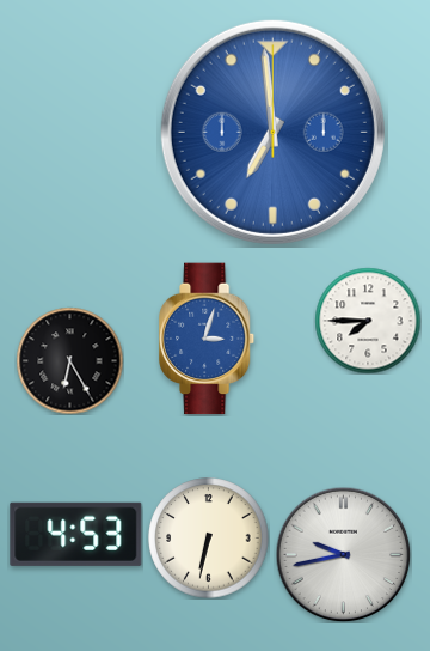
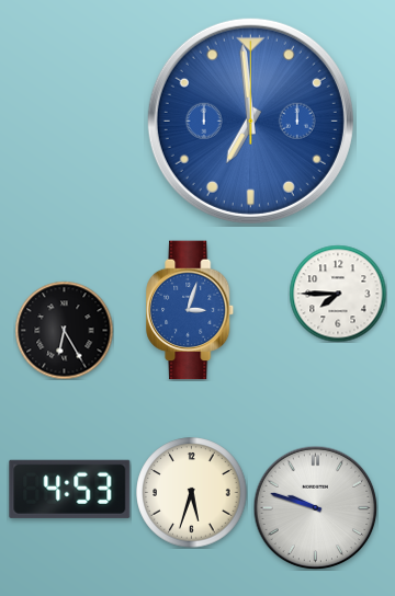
clock at (209, 539): 6:32 -> 5:33
clock at (343, 554): 9:43 -> 9:48
